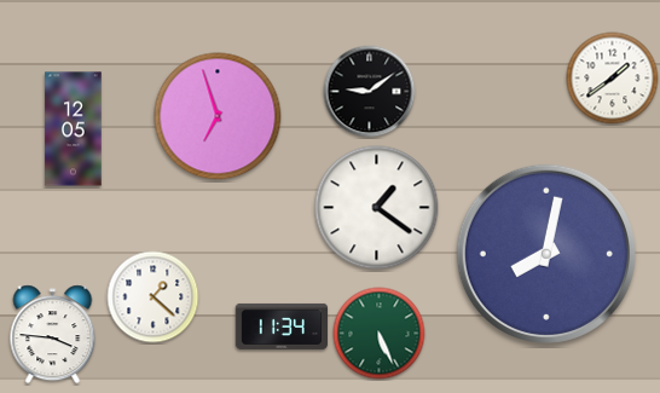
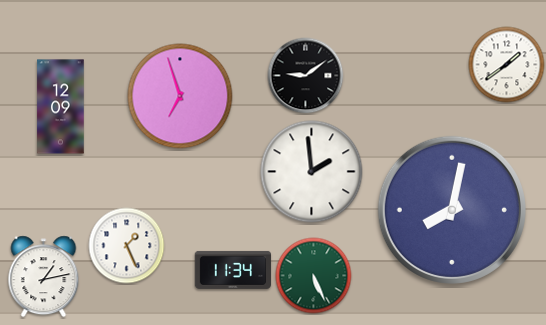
clock at (74, 129): 12:05 -> 12:09
clock at (377, 208): 1:21 -> 1:59
clock at (154, 297): 1:22 -> 1:26
clock at (53, 335): 3:46 -> 1:13
